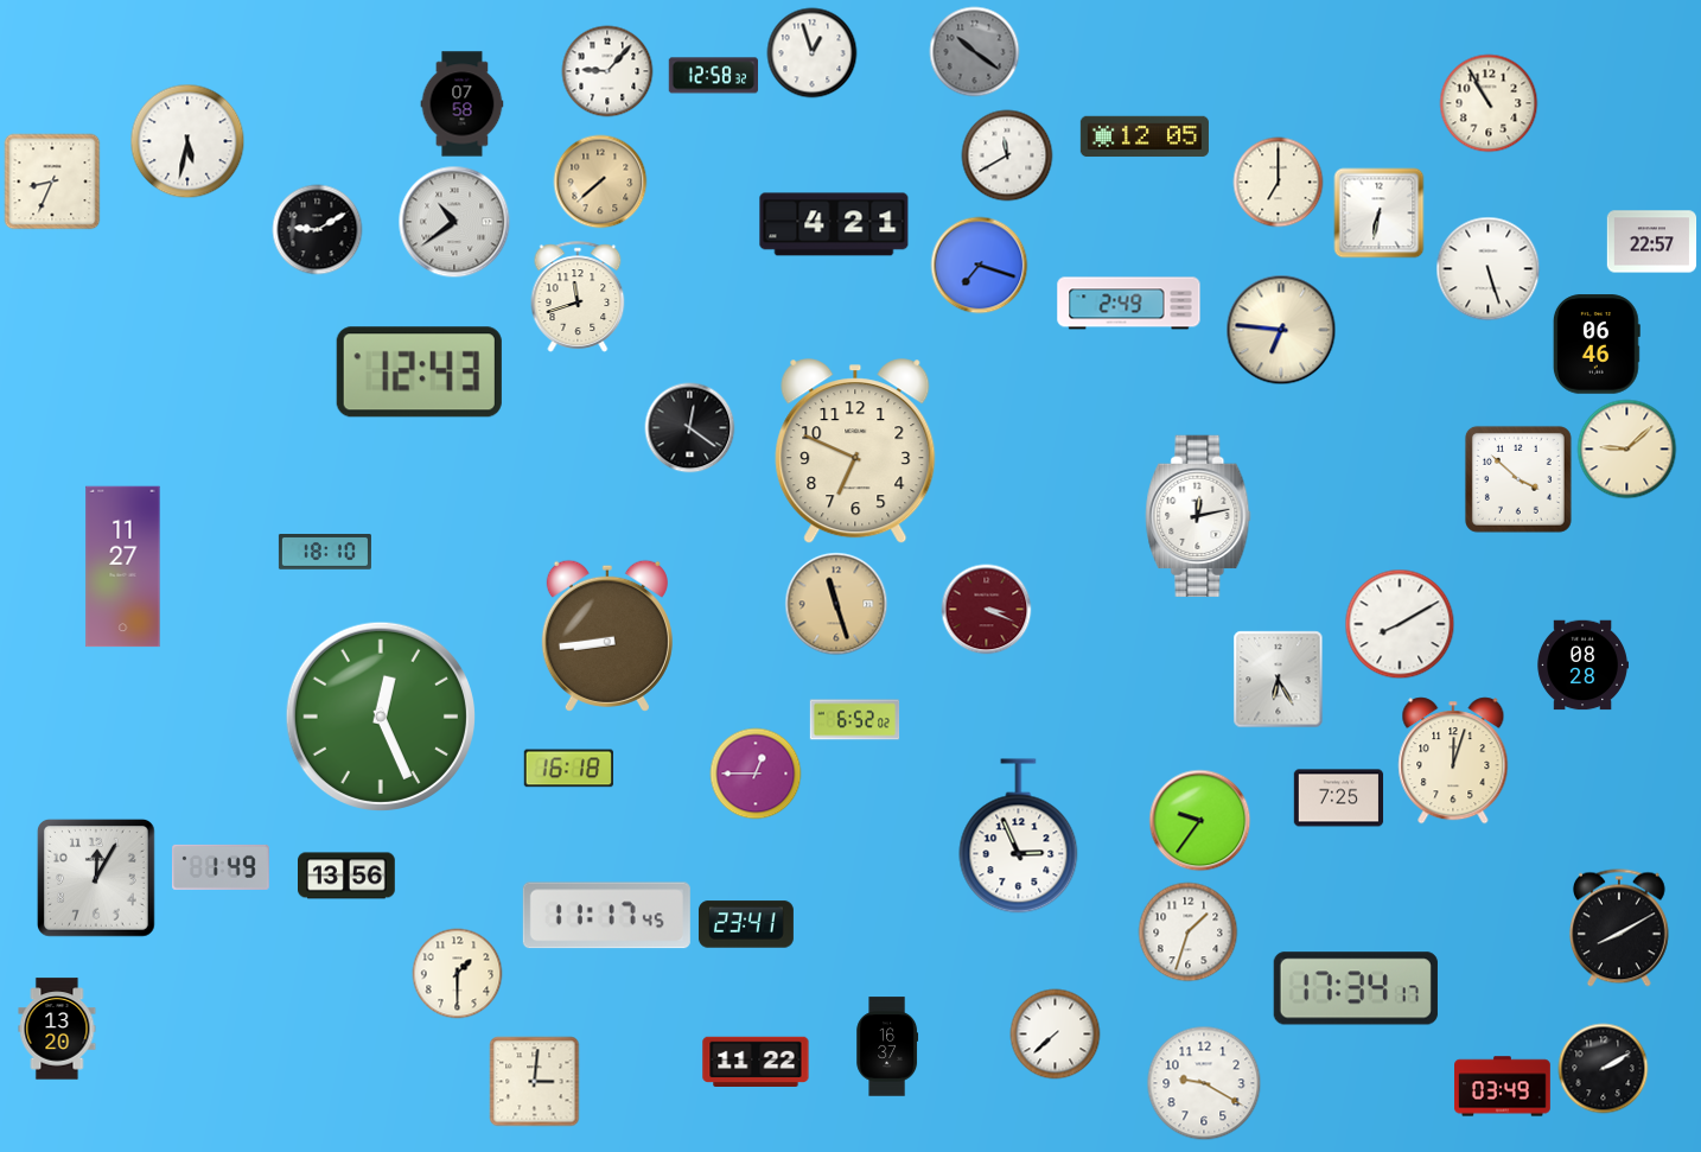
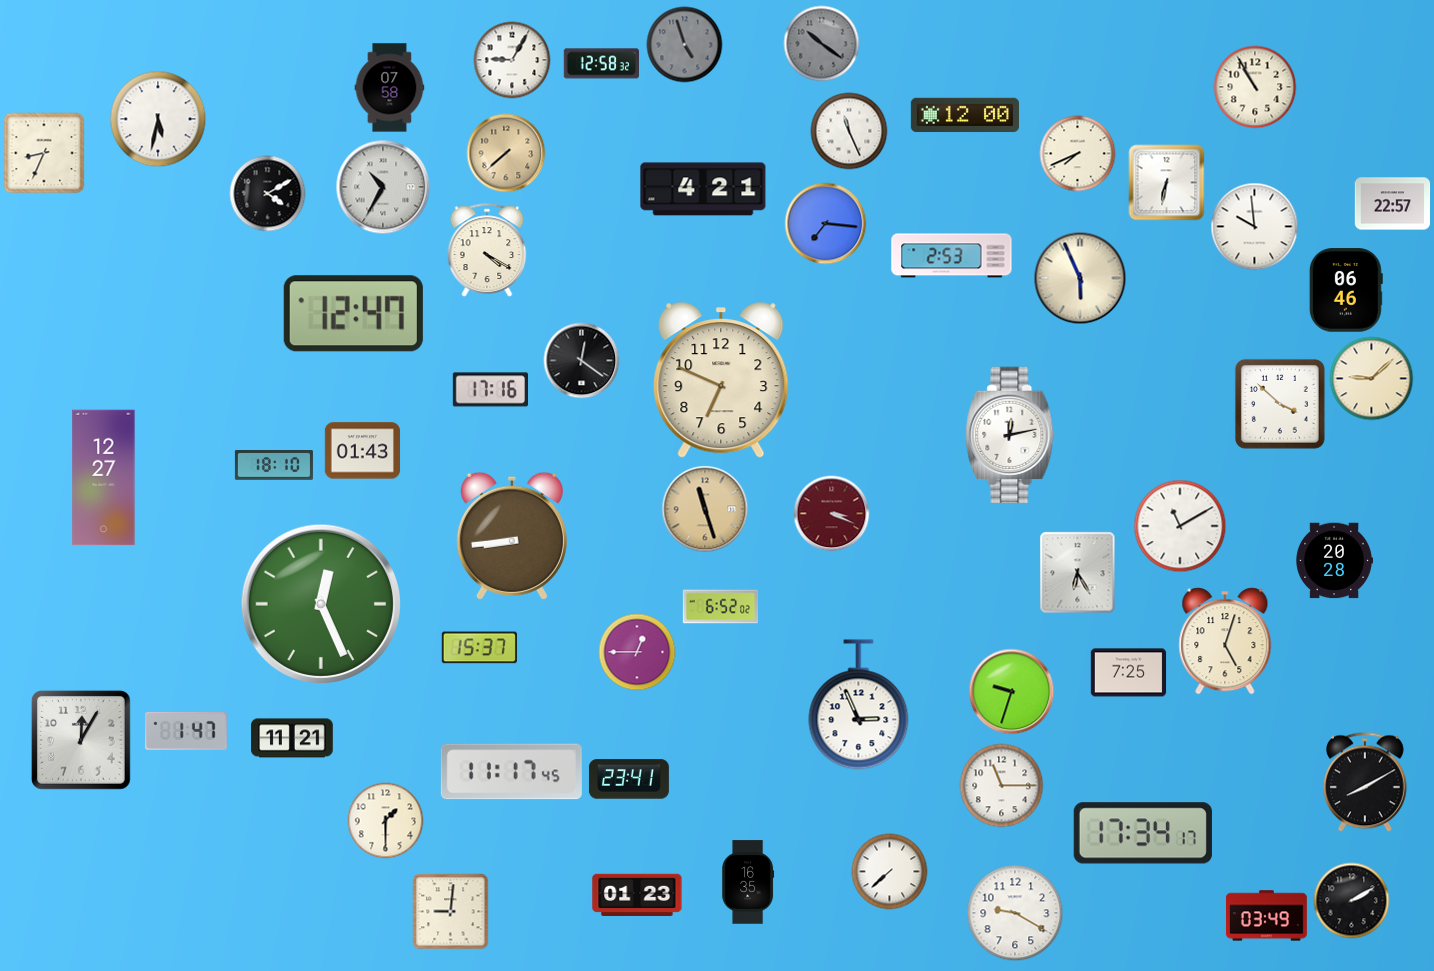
clock at (813, 53): 12:57 -> 4:57
clock at (813, 53) dial: white -> grey
clock at (607, 71): 9:07 -> 9:05
clock at (1145, 136): 12:05 -> 12:00
clock at (1007, 155): 11:40 -> 11:26
clock at (1279, 183): 7:00 -> 7:41
clock at (1380, 214) position: (1380, 214) -> (1167, 183)
clock at (454, 222): 10:39 -> 10:35
clock at (318, 230): 9:10 -> 4:10
clock at (980, 266): 7:18 -> 7:16
clock at (1489, 269): 5:27 -> 9:59
clock at (578, 297): 11:42 -> 4:20
clock at (1129, 304): 2:49 -> 2:53
clock at (1281, 330): 6:46 -> 5:56
clock at (419, 373): 12:43 -> 12:47
clock at (490, 390): none -> 17:16
clock at (363, 451): none -> 01:43
clock at (123, 567): 11:27 -> 12:27
clock at (1400, 624): 8:10 -> 11:10
clock at (1582, 666): 08:28 -> 20:28
clock at (1453, 760): 12:03 -> 5:03
clock at (568, 769): 16:18 -> 15:37
clock at (1200, 821): 9:36 -> 9:33
clock at (222, 867): 1:49 -> 1:47
clock at (348, 876): 13:56 -> 11:21
clock at (1189, 933): 1:33 -> 11:15
clock at (57, 1029): 13:20 -> none
clock at (887, 1046): 16:37 -> 16:35
clock at (756, 1061): 11:22 -> 01:23
clock at (535, 1082): 3:01 -> 9:01
